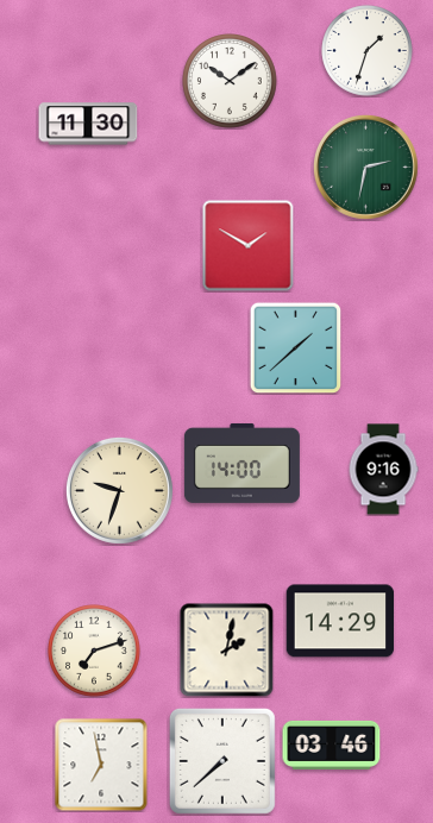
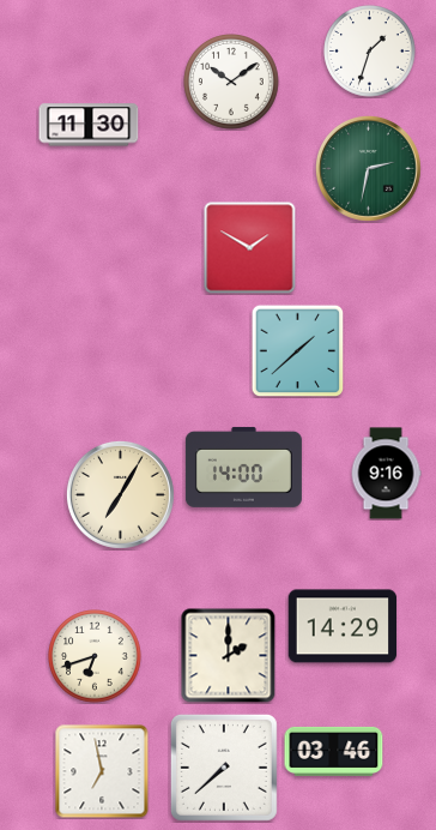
clock at (119, 490): 9:33 -> 7:05
clock at (94, 651): 7:12 -> 6:42
clock at (227, 651): 2:02 -> 2:00
